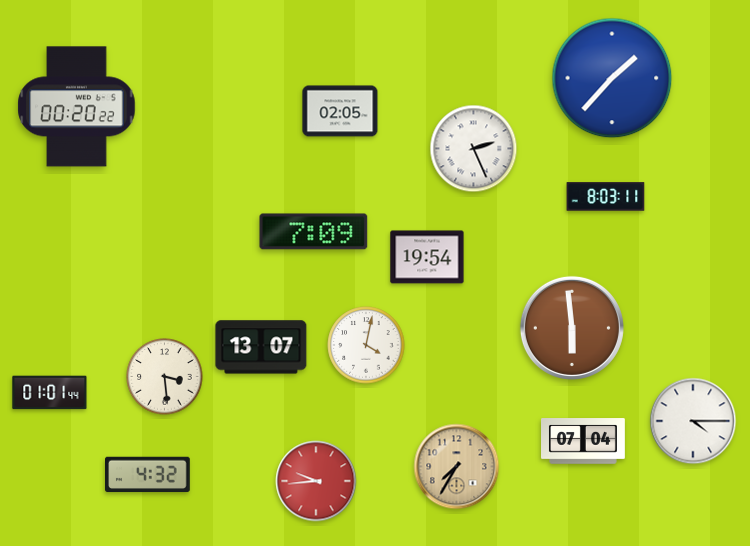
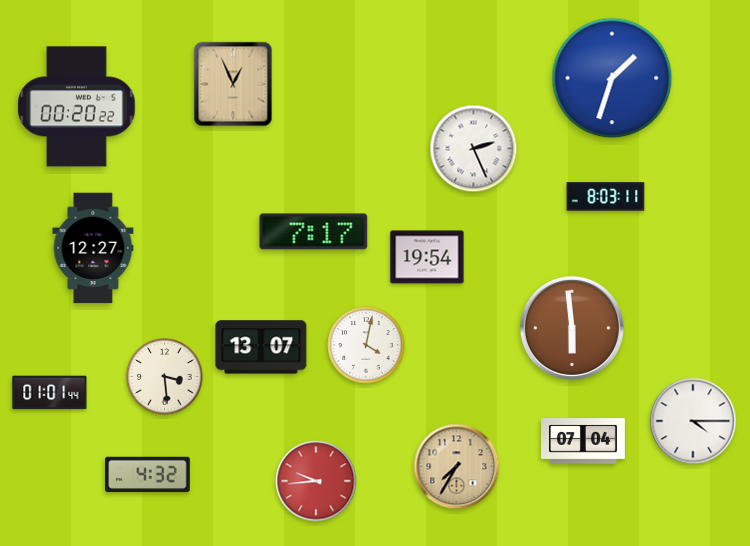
clock at (612, 78): 1:37 -> 1:33
clock at (233, 84): none -> 12:56
clock at (340, 111): 02:05 -> none
clock at (314, 232): 7:09 -> 7:17
clock at (93, 248): none -> 12:27
